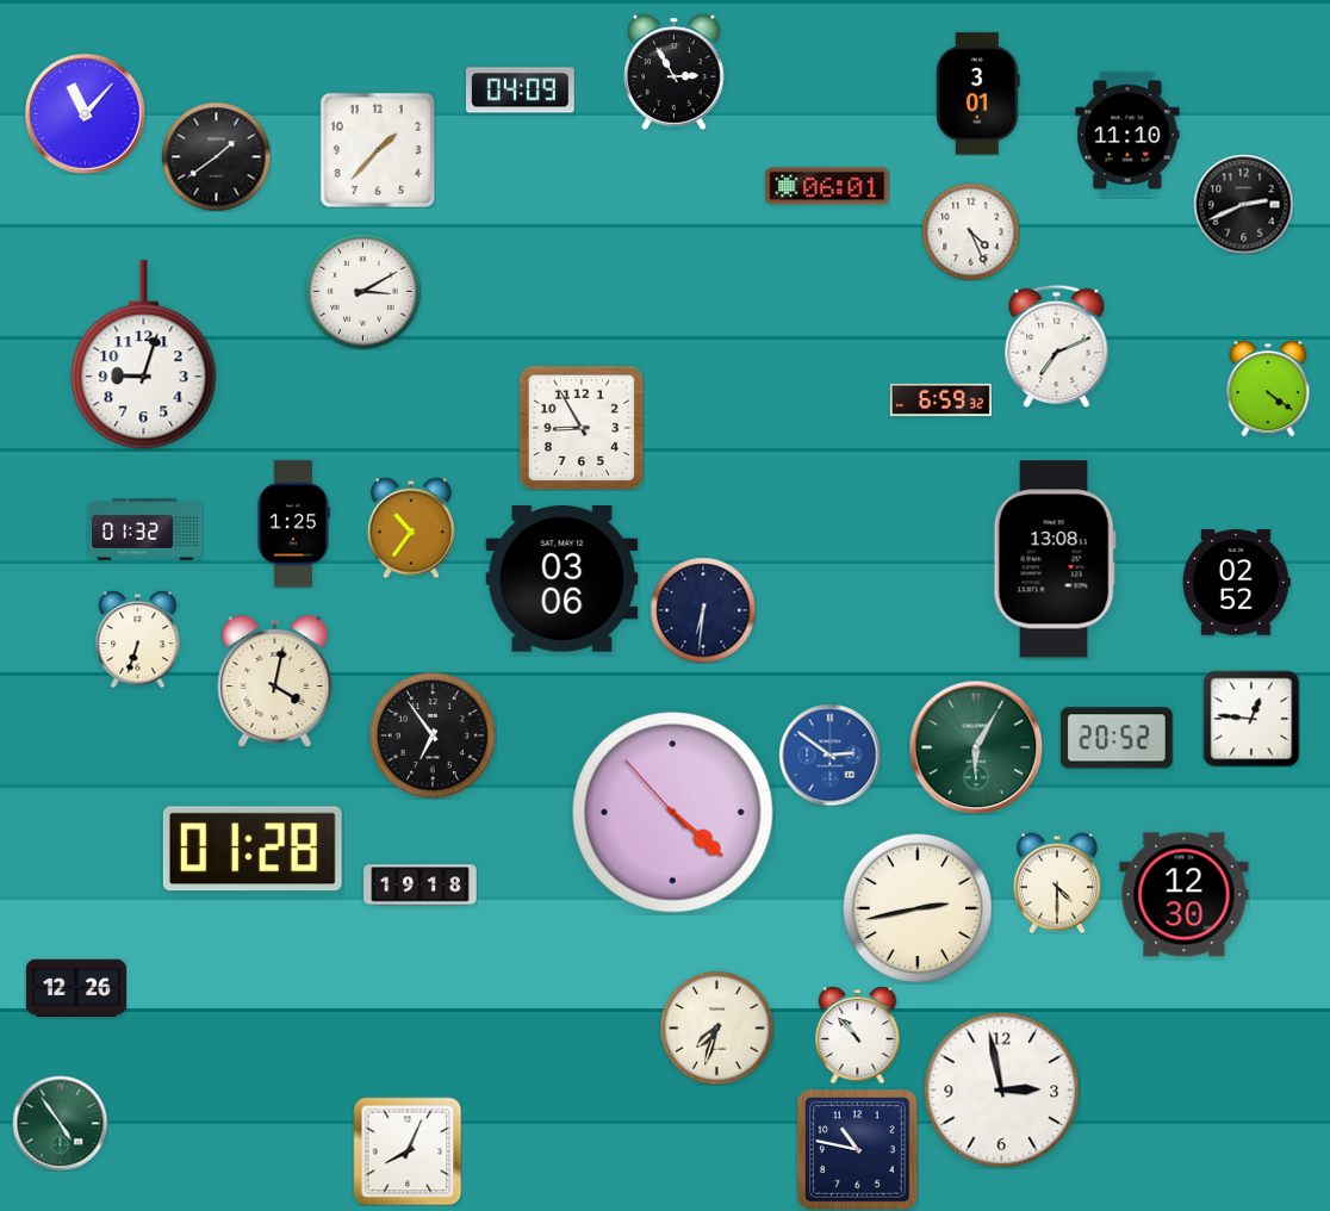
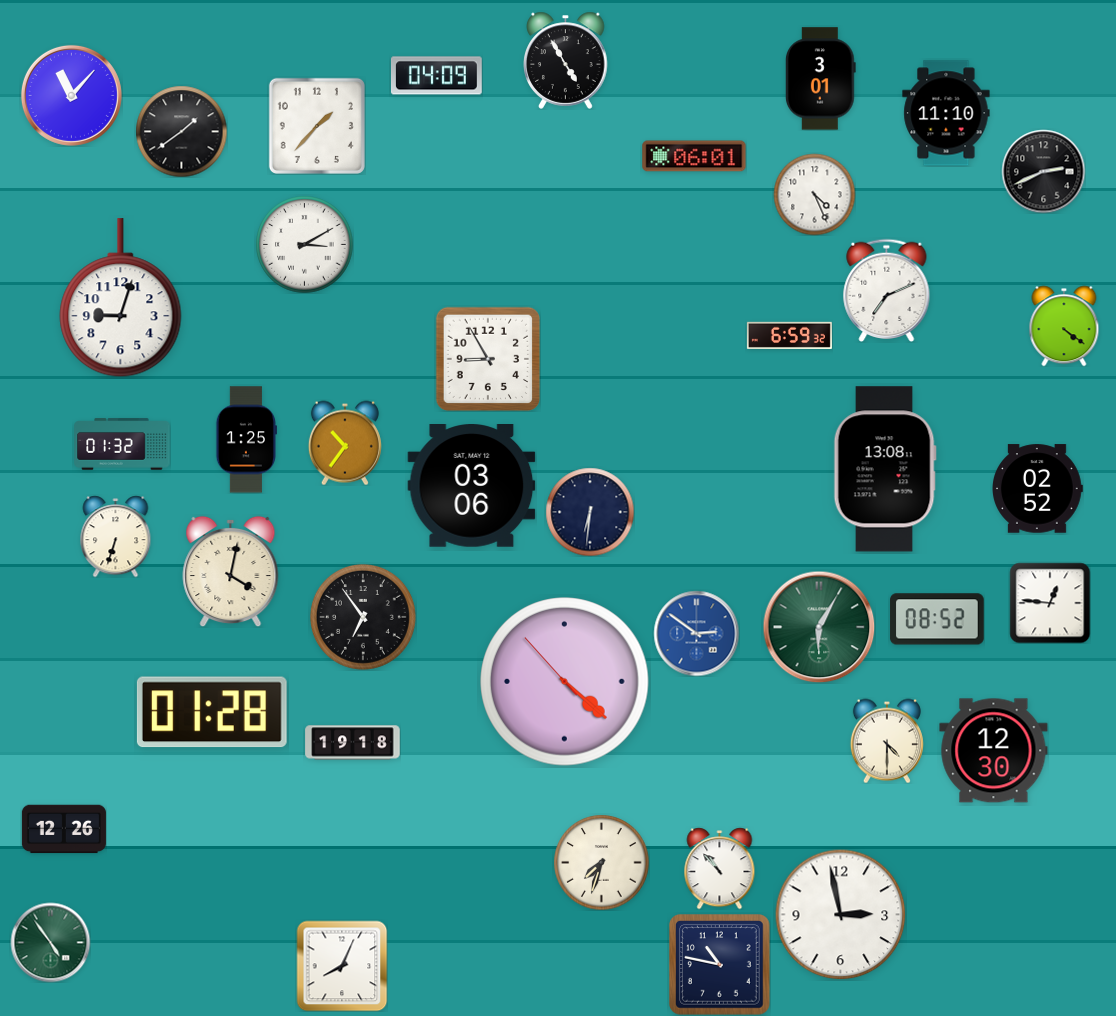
clock at (675, 72): 2:55 -> 4:55
clock at (1117, 738): 20:52 -> 08:52
clock at (918, 908): 2:43 -> none
